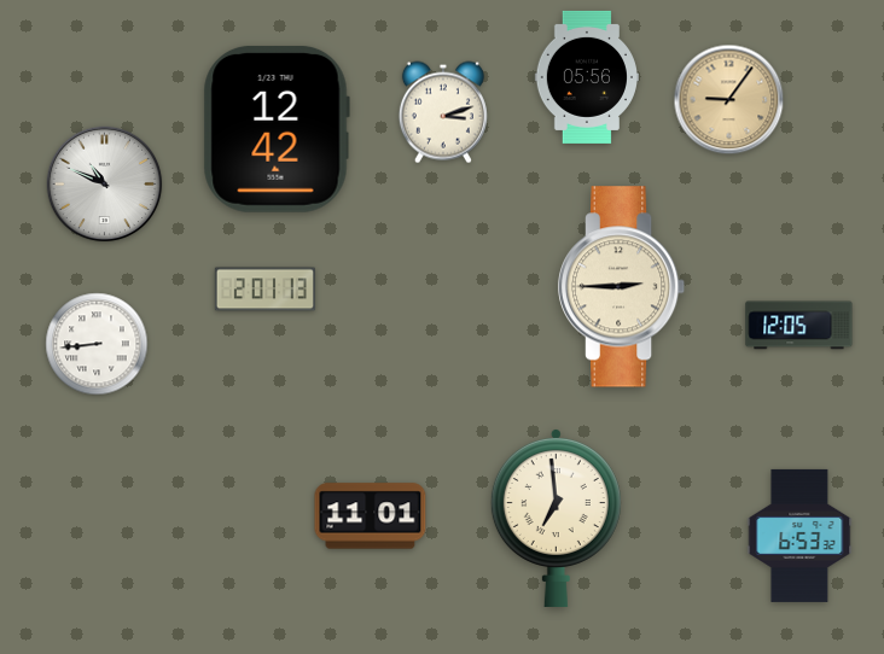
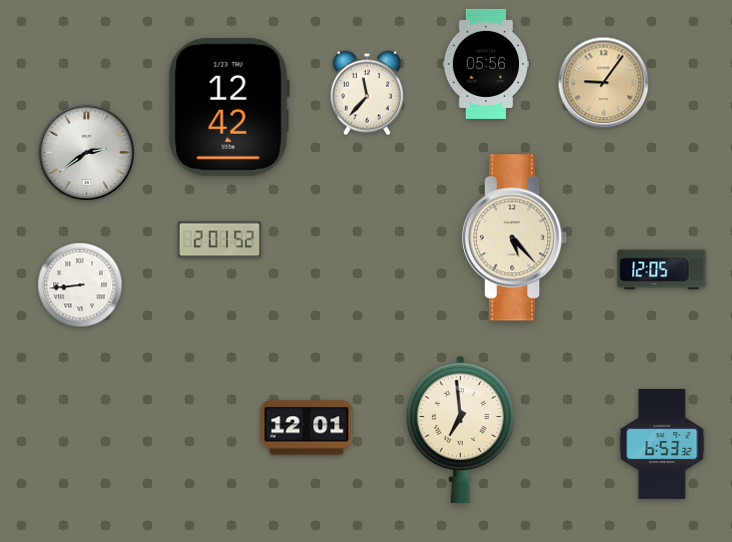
clock at (443, 112): 3:12 -> 11:37
clock at (105, 185): 10:49 -> 2:39
clock at (622, 287): 2:45 -> 5:23
clock at (264, 290): 2:01:13 -> 2:01:52
clock at (371, 516): 11:01 -> 12:01
